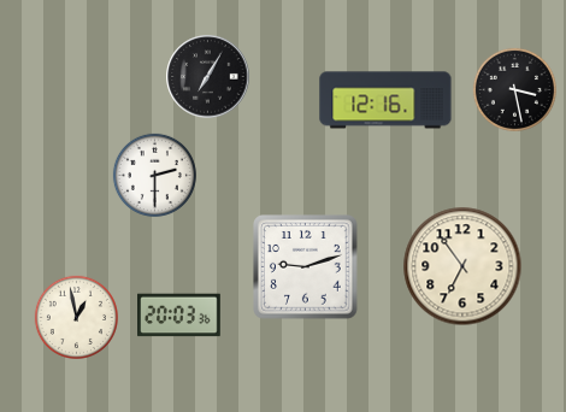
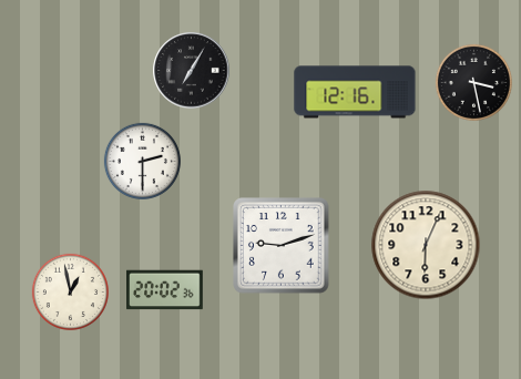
clock at (462, 266): 6:54 -> 6:04
clock at (179, 316): 20:03 -> 20:02
